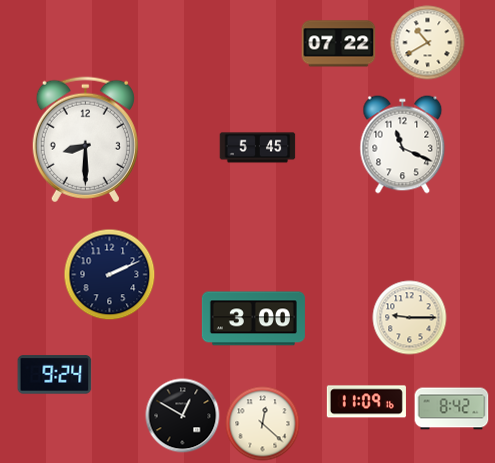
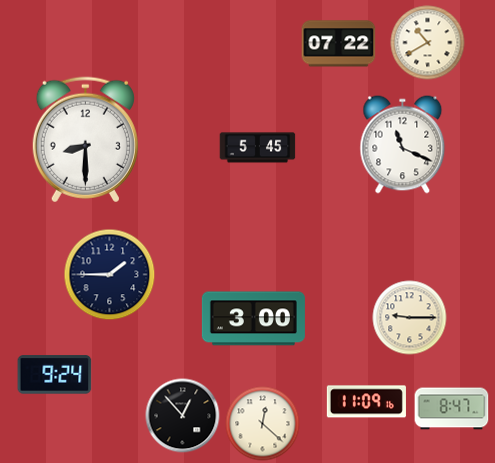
clock at (110, 275): 2:11 -> 1:45
clock at (452, 409): 8:42 -> 8:47
clock at (183, 416): 12:50 -> 12:53
